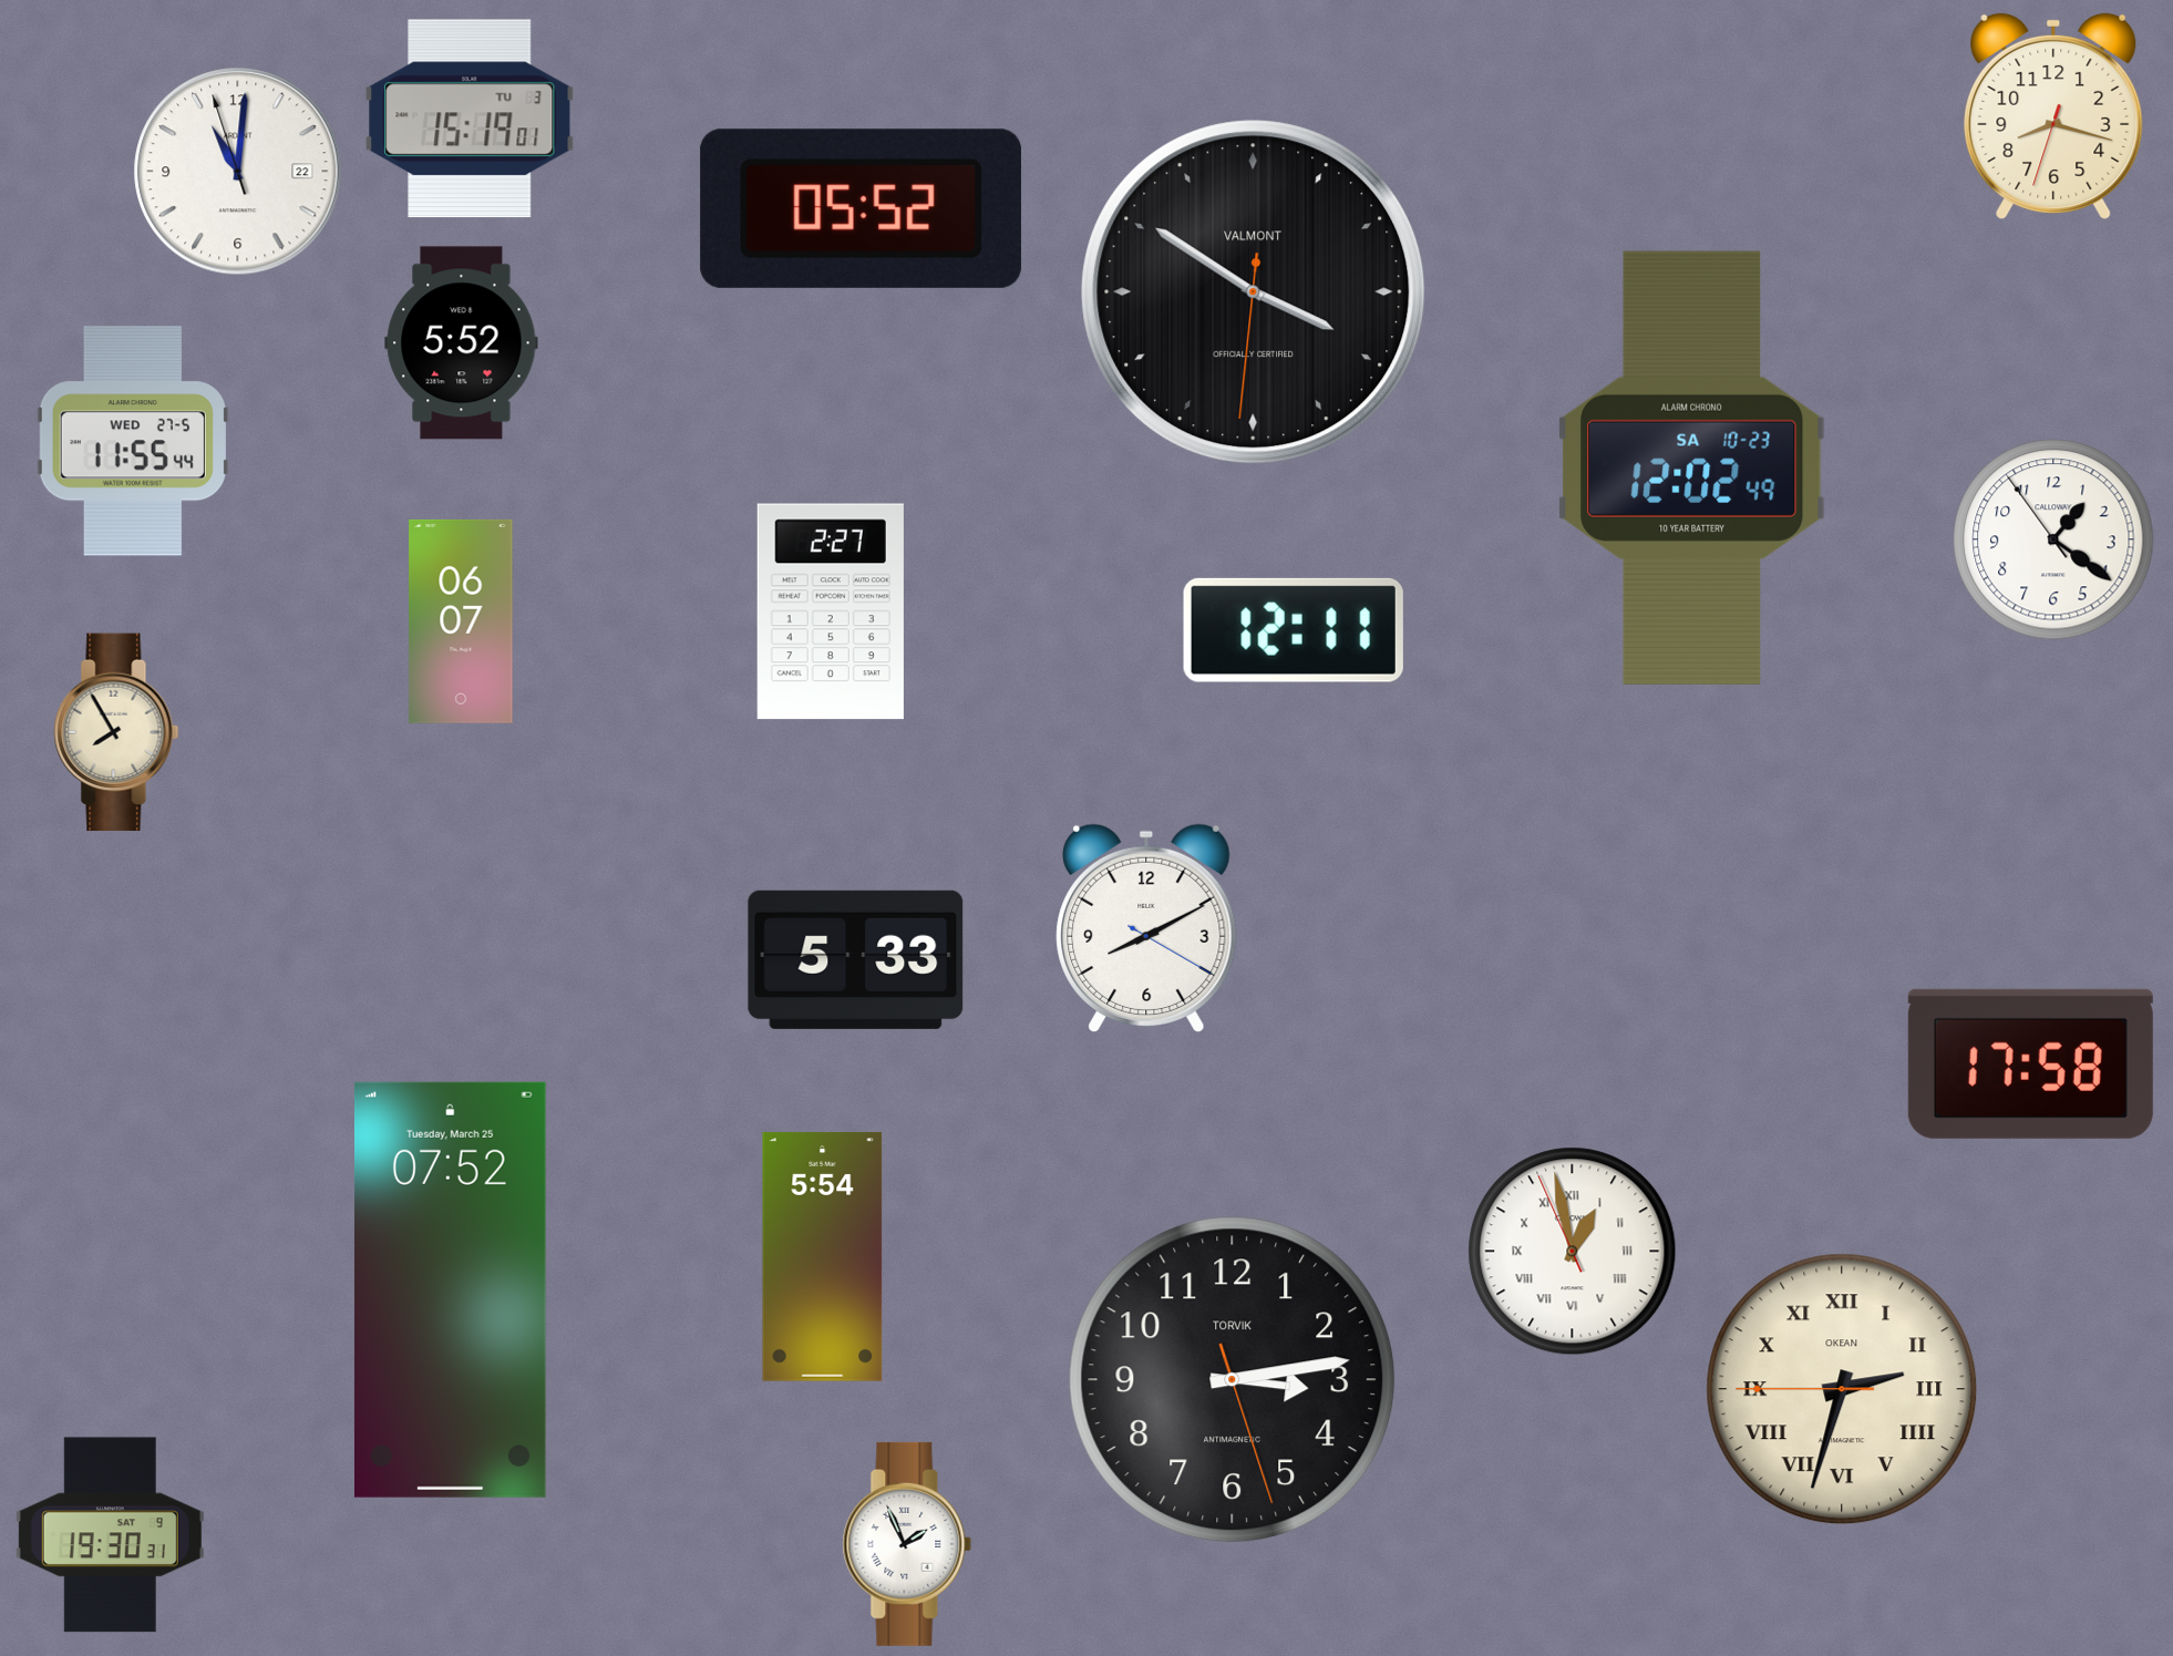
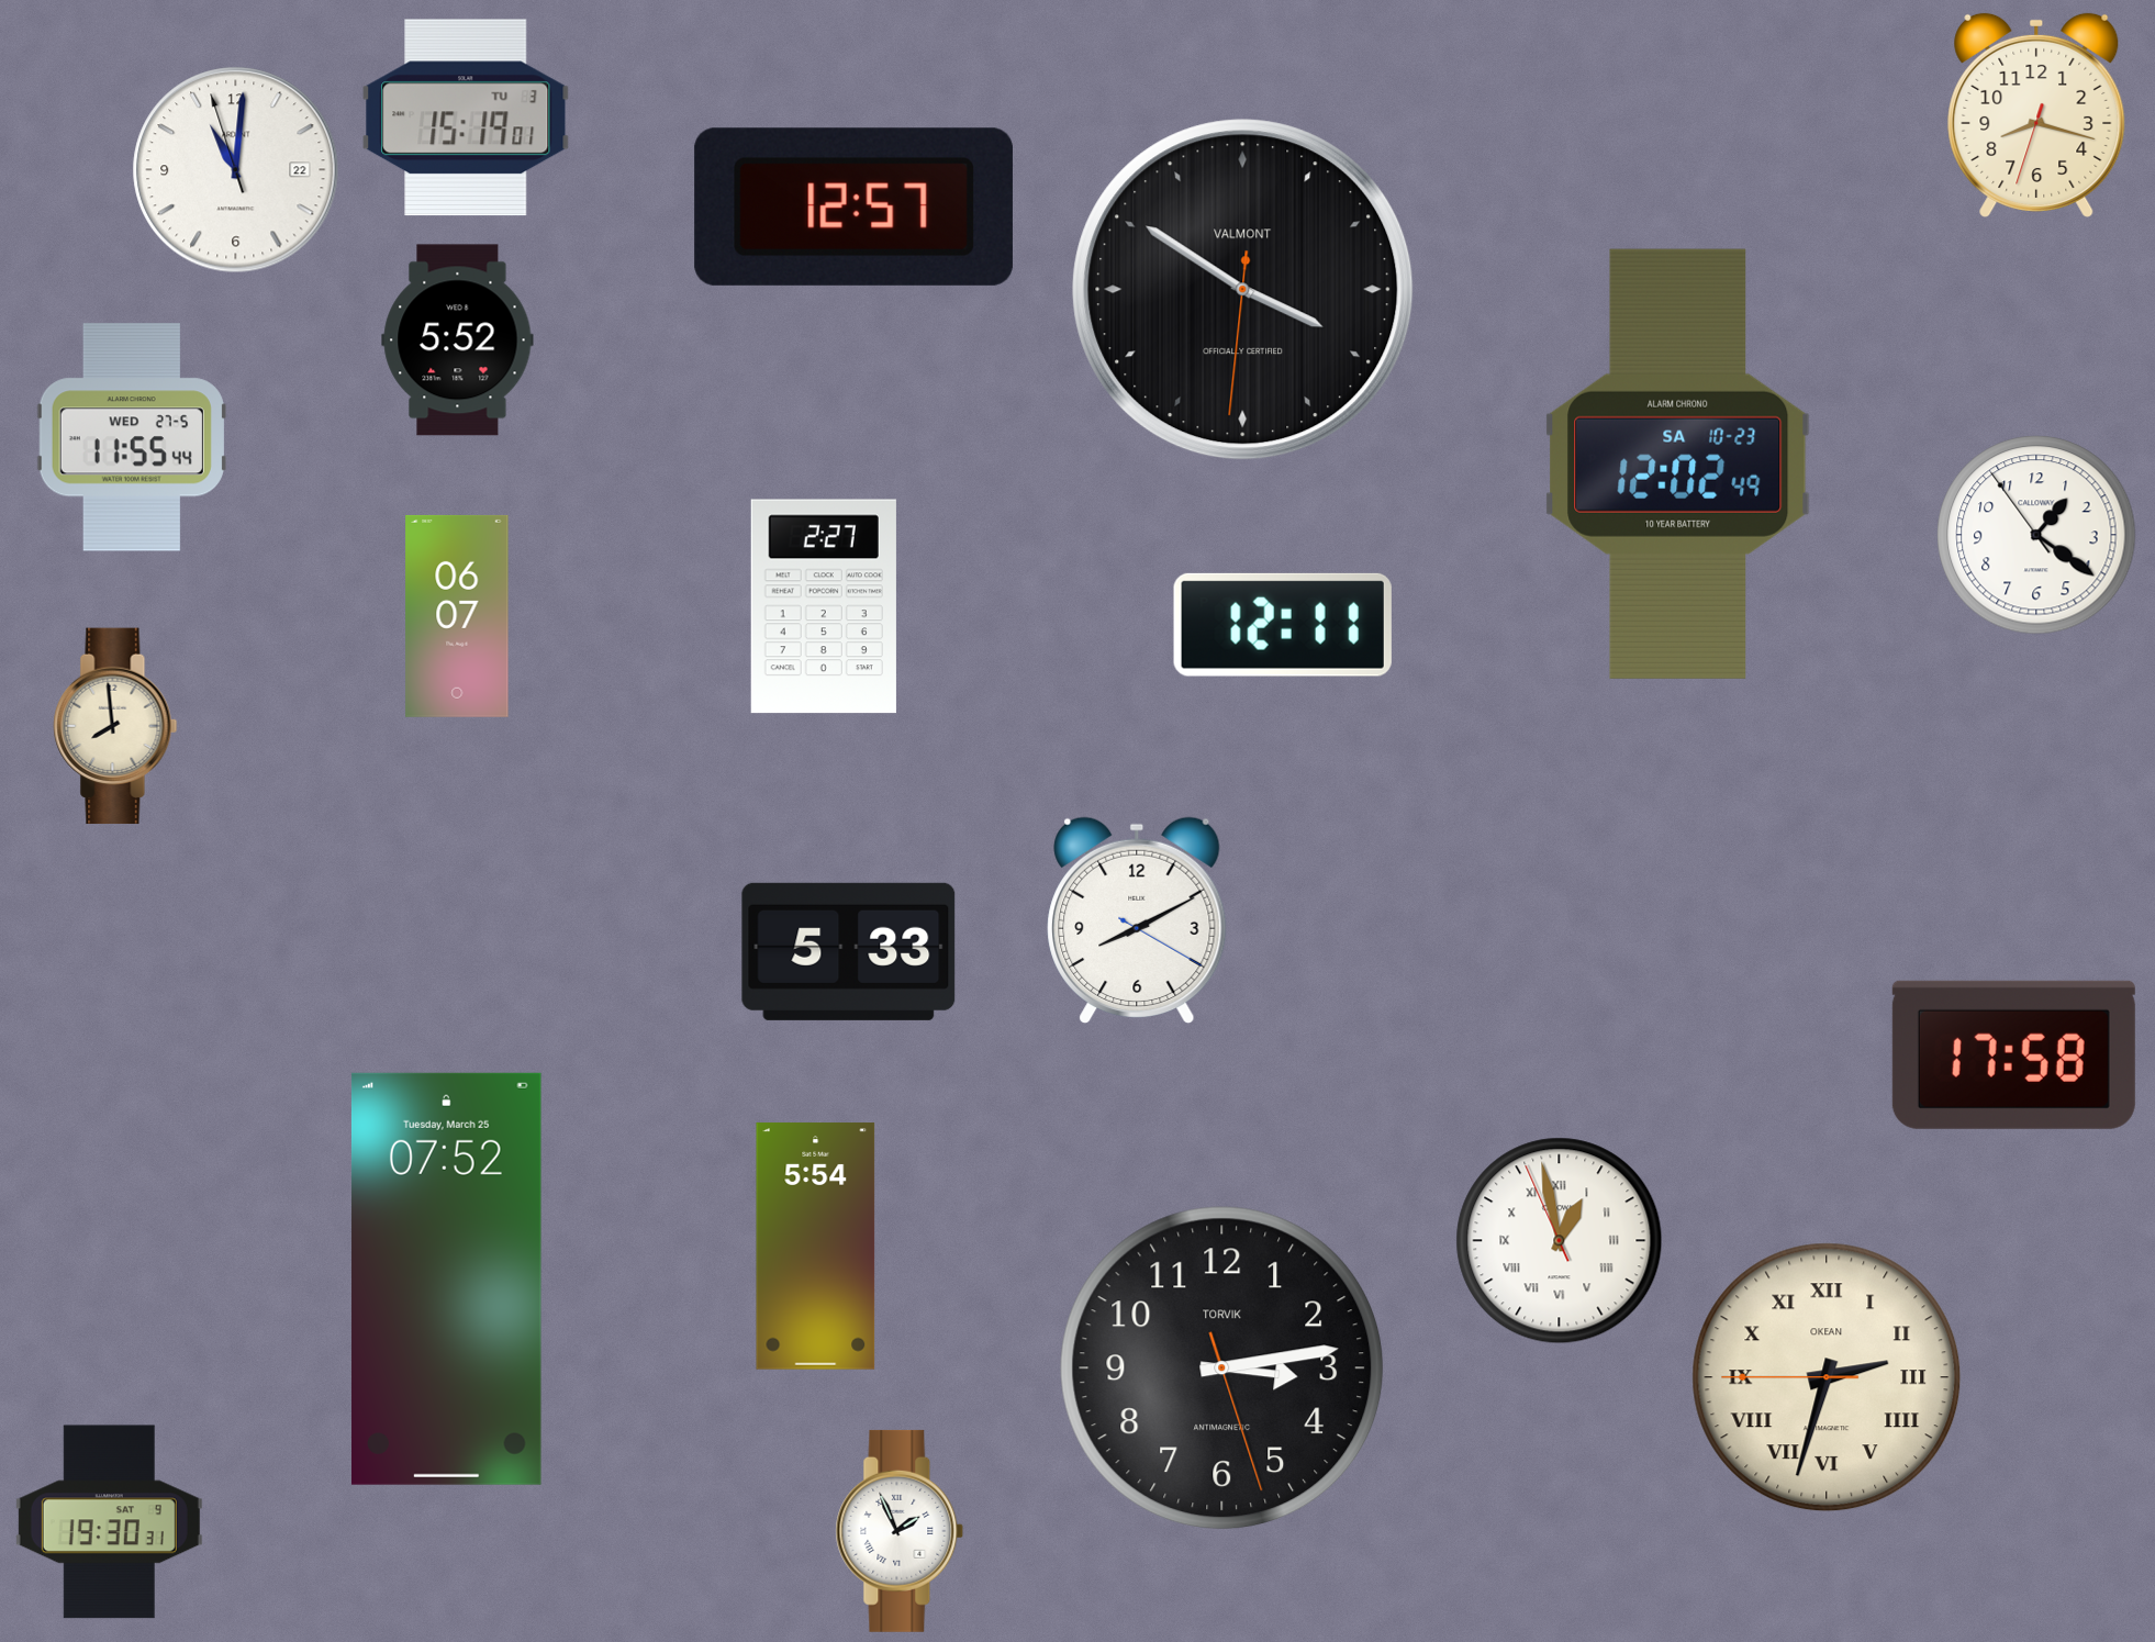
clock at (861, 208): 05:52 -> 12:57
clock at (116, 732): 7:55 -> 7:59
